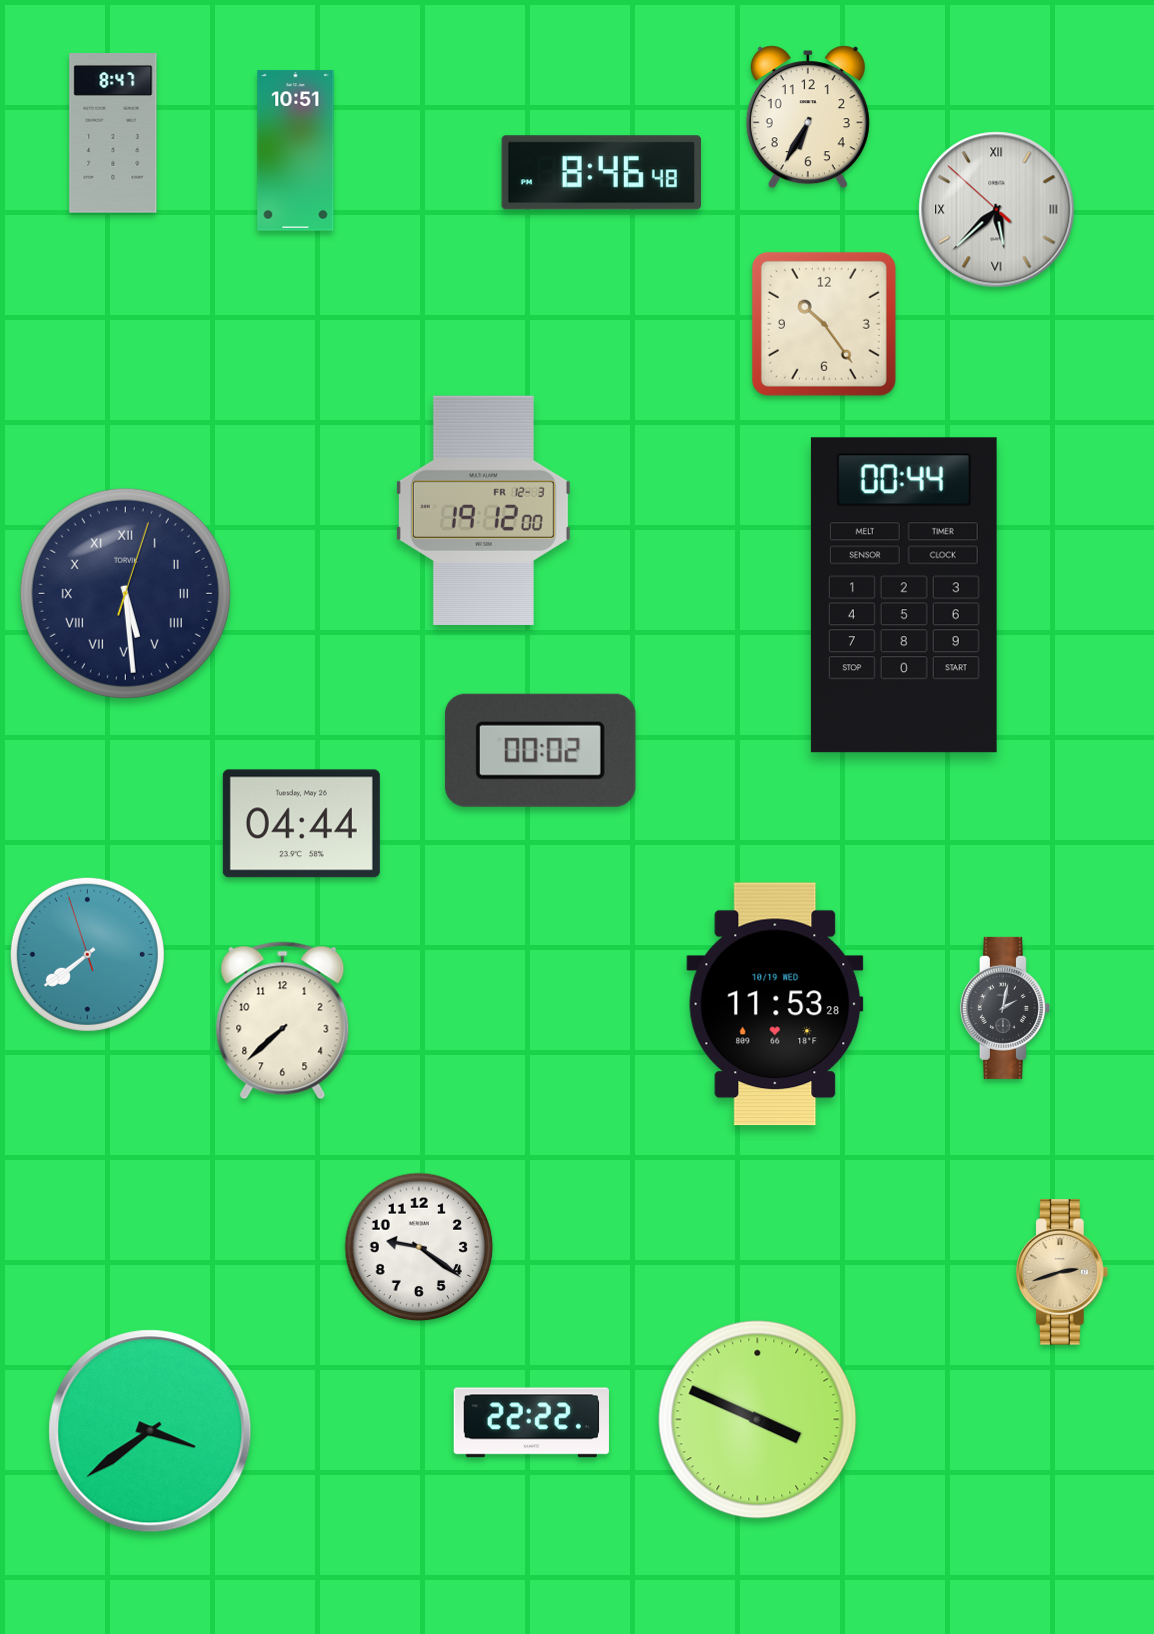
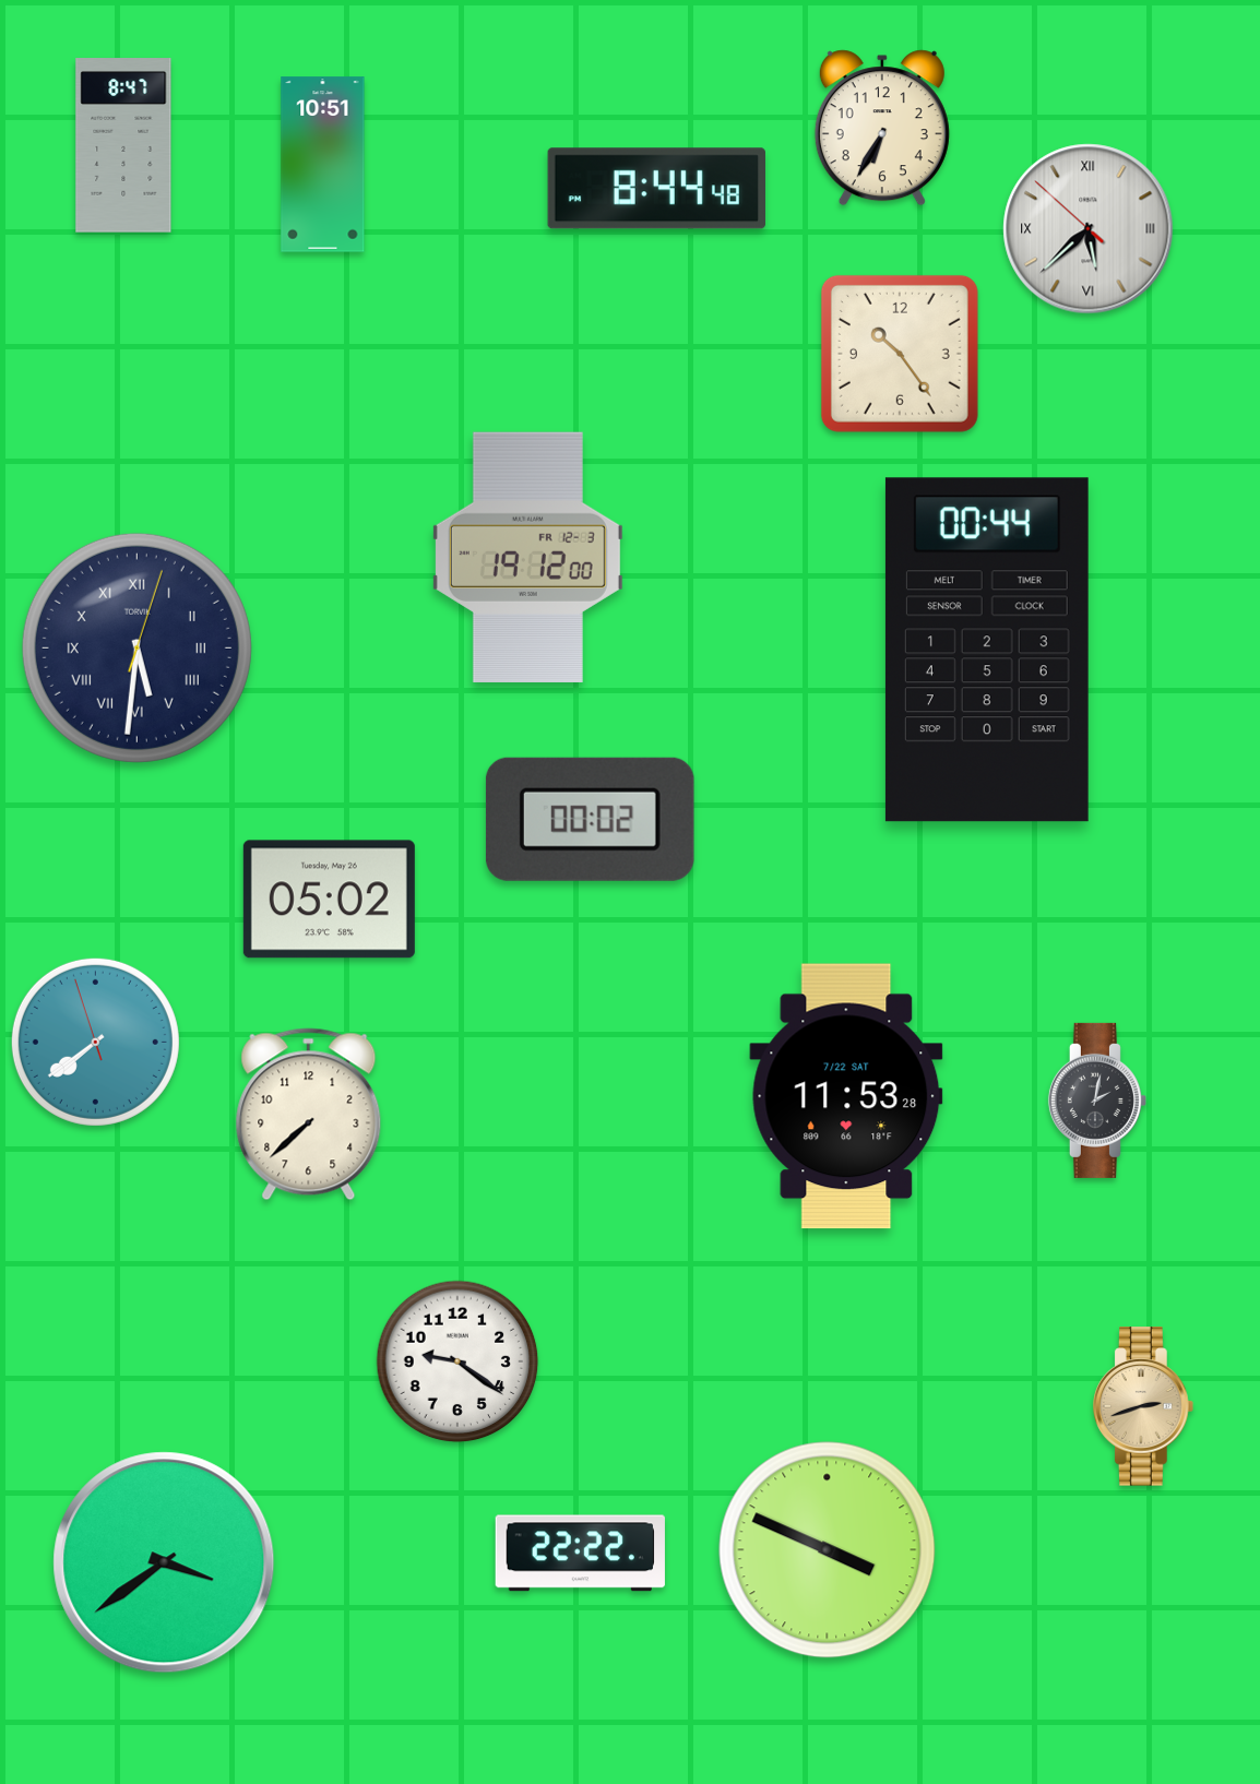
clock at (601, 173): 8:46 -> 8:44
clock at (125, 593): 5:29 -> 5:31
clock at (301, 824): 04:44 -> 05:02
clock at (775, 1004) date: 10/19 WED -> 7/22 SAT
clock at (1063, 1272) position: (1063, 1272) -> (1144, 1406)
